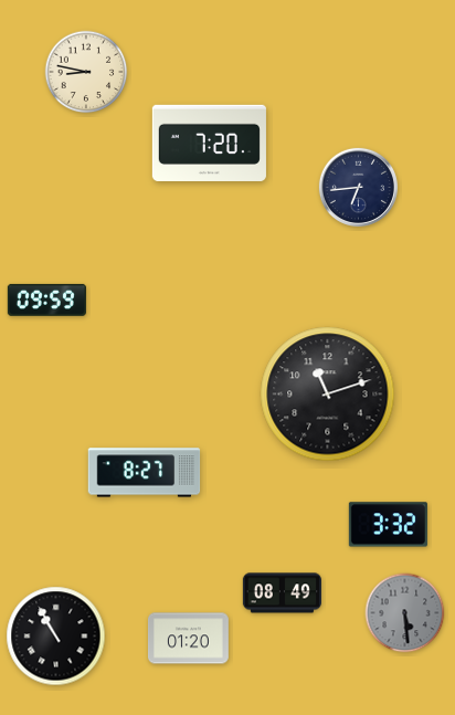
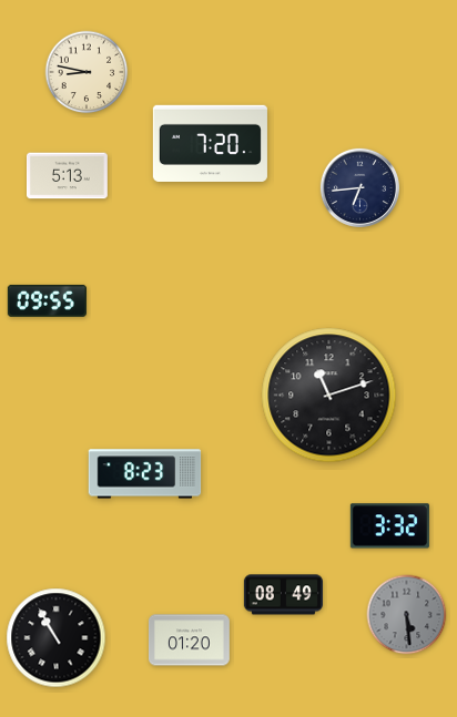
clock at (68, 176): none -> 5:13
clock at (46, 299): 09:59 -> 09:55
clock at (145, 473): 8:27 -> 8:23
